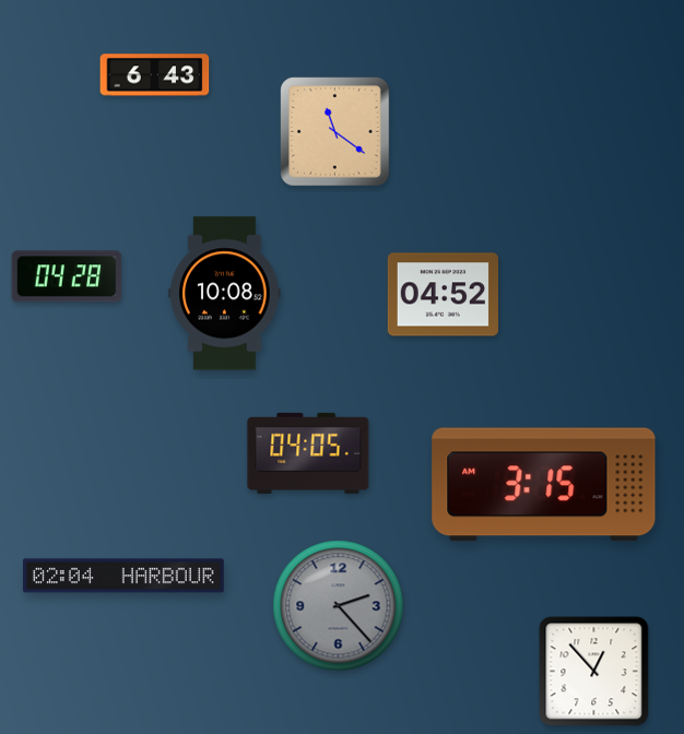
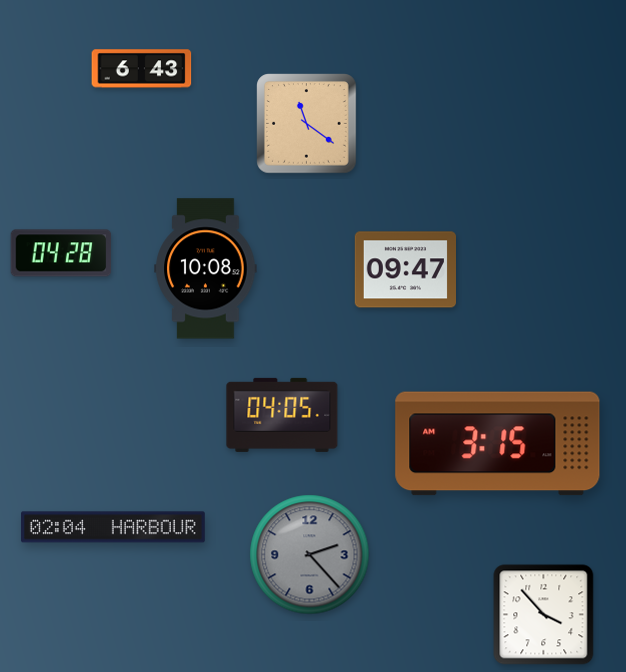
clock at (335, 132) position: (335, 132) -> (307, 124)
clock at (443, 295): 04:52 -> 09:47
clock at (594, 672): 12:53 -> 3:53
